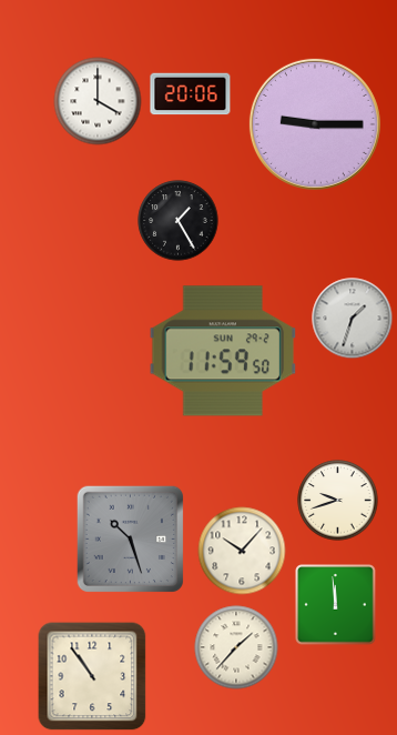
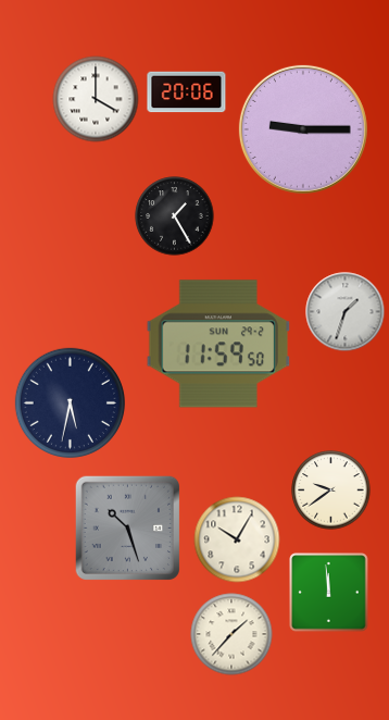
clock at (315, 124) position: (315, 124) -> (303, 129)
clock at (70, 402): none -> 5:32
clock at (338, 501): 9:42 -> 9:39
clock at (242, 551): 10:07 -> 10:05
clock at (92, 676): 10:54 -> none
